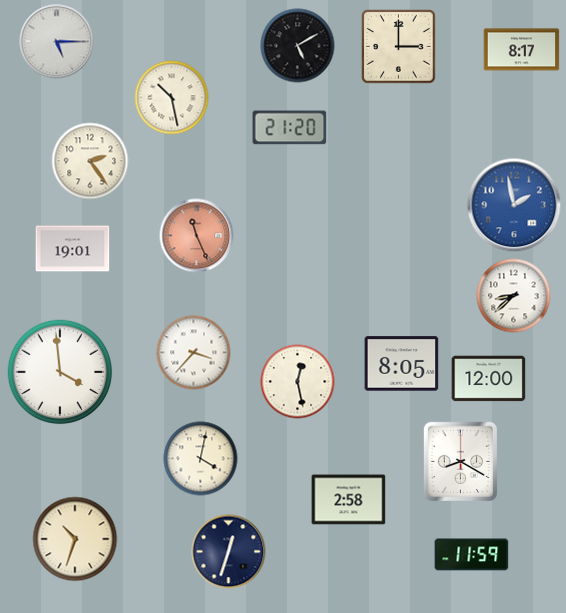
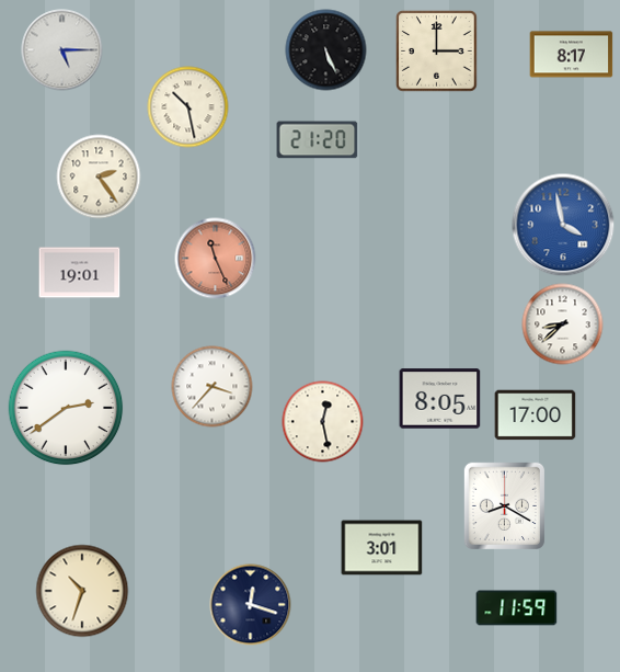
clock at (57, 42) position: (57, 42) -> (62, 50)
clock at (298, 46): 5:10 -> 5:26
clock at (514, 205): 1:58 -> 3:58
clock at (60, 372): 3:59 -> 2:39
clock at (489, 379): 12:00 -> 17:00
clock at (298, 382) position: (298, 382) -> (323, 422)
clock at (201, 459): 4:02 -> none
clock at (349, 500): 2:58 -> 3:01
clock at (229, 552): 12:33 -> 12:18
